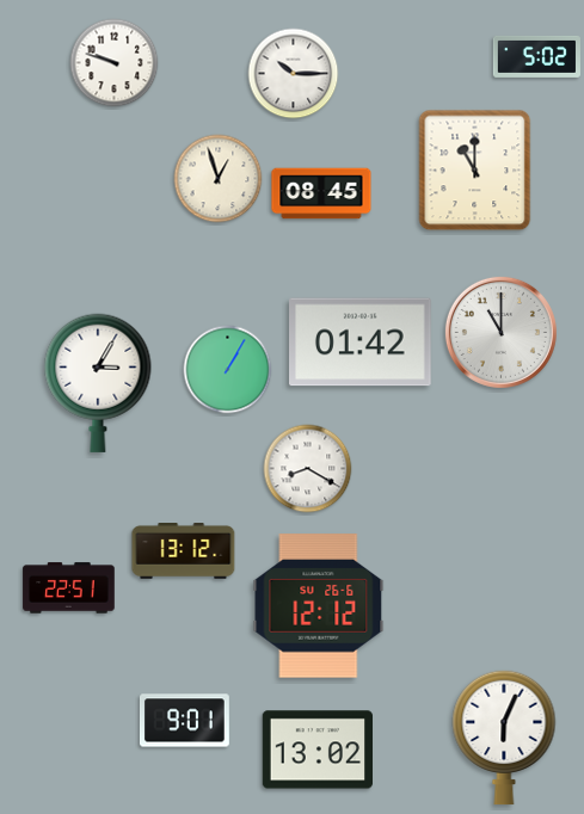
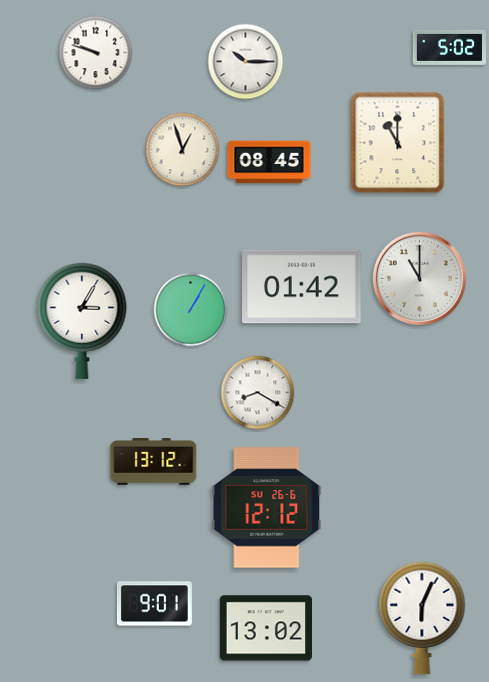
clock at (69, 588): 22:51 -> none
